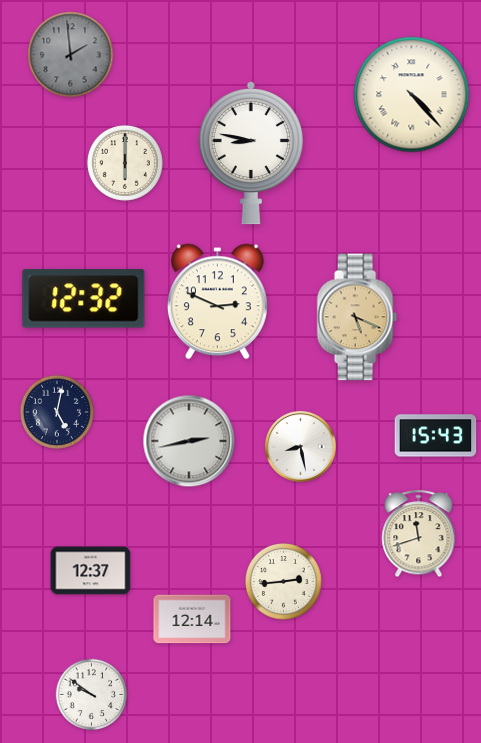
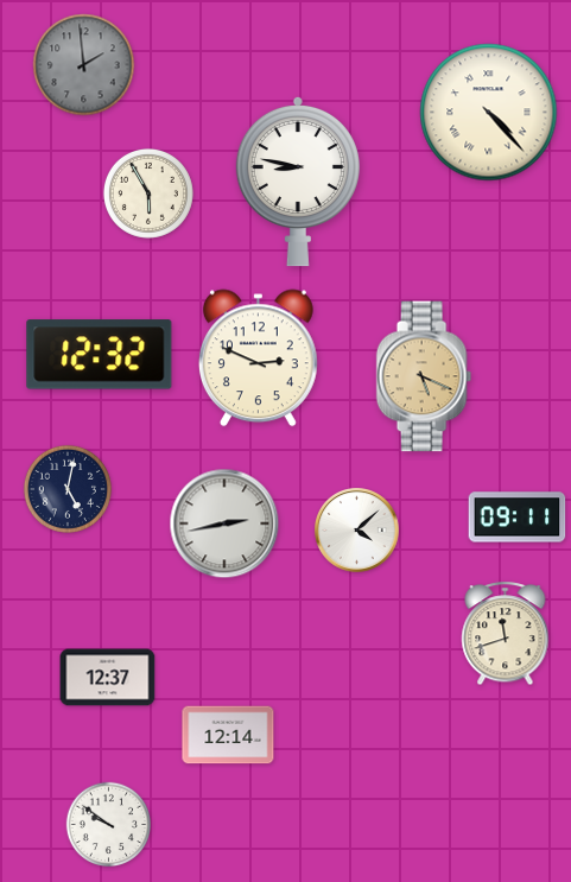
clock at (125, 163): 6:00 -> 5:55
clock at (436, 436): 15:43 -> 09:11
clock at (301, 447): 8:28 -> 4:08
clock at (419, 534) position: (419, 534) -> (506, 634)
clock at (284, 582): 2:44 -> none
